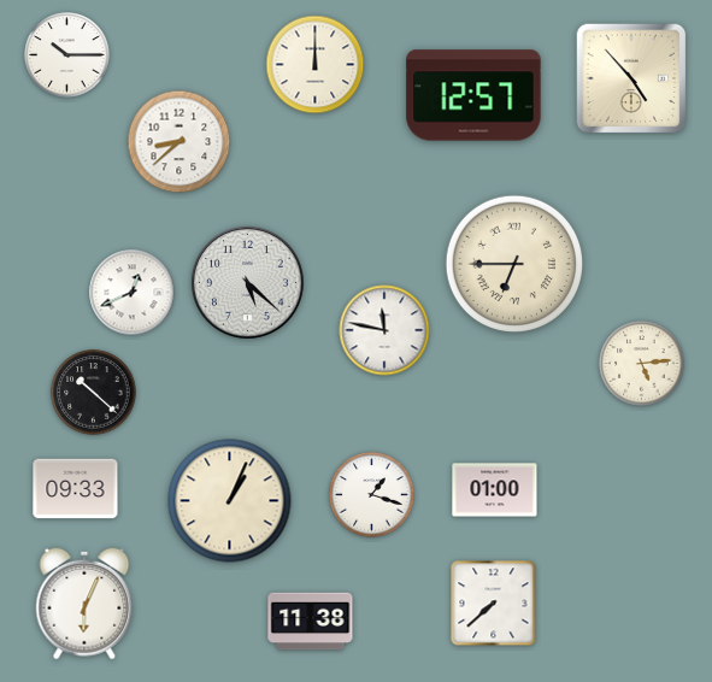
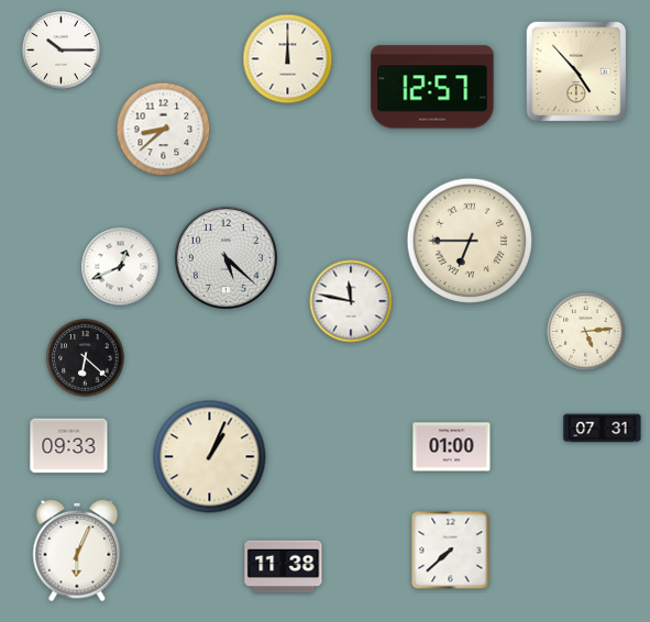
clock at (94, 393): 10:22 -> 6:22
clock at (603, 429): none -> 07:31
clock at (372, 495): 1:18 -> none
